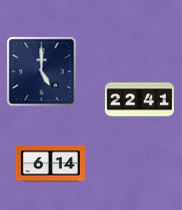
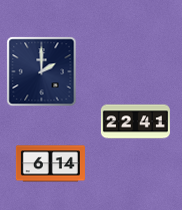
clock at (42, 72): 5:00 -> 2:00
clock at (139, 100) position: (139, 100) -> (135, 122)
